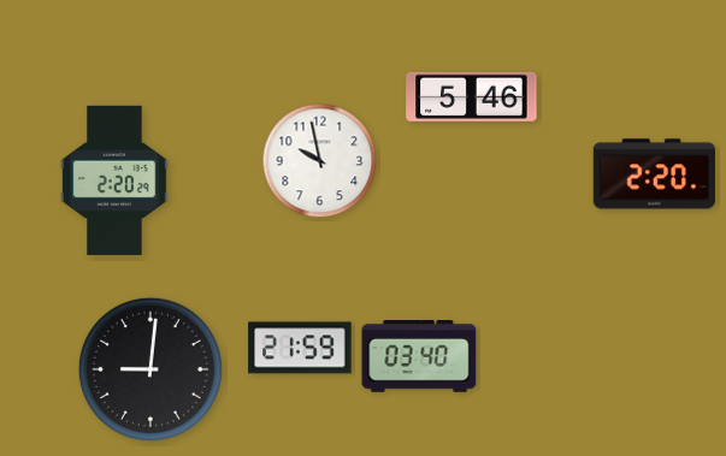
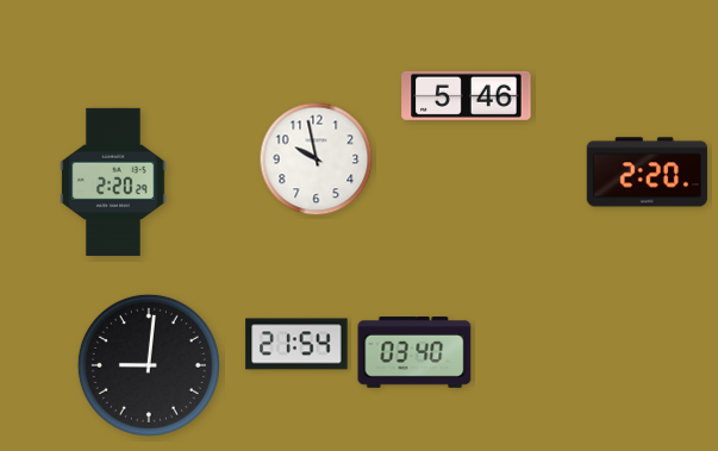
clock at (114, 180) position: (114, 180) -> (113, 182)
clock at (300, 348): 21:59 -> 21:54
